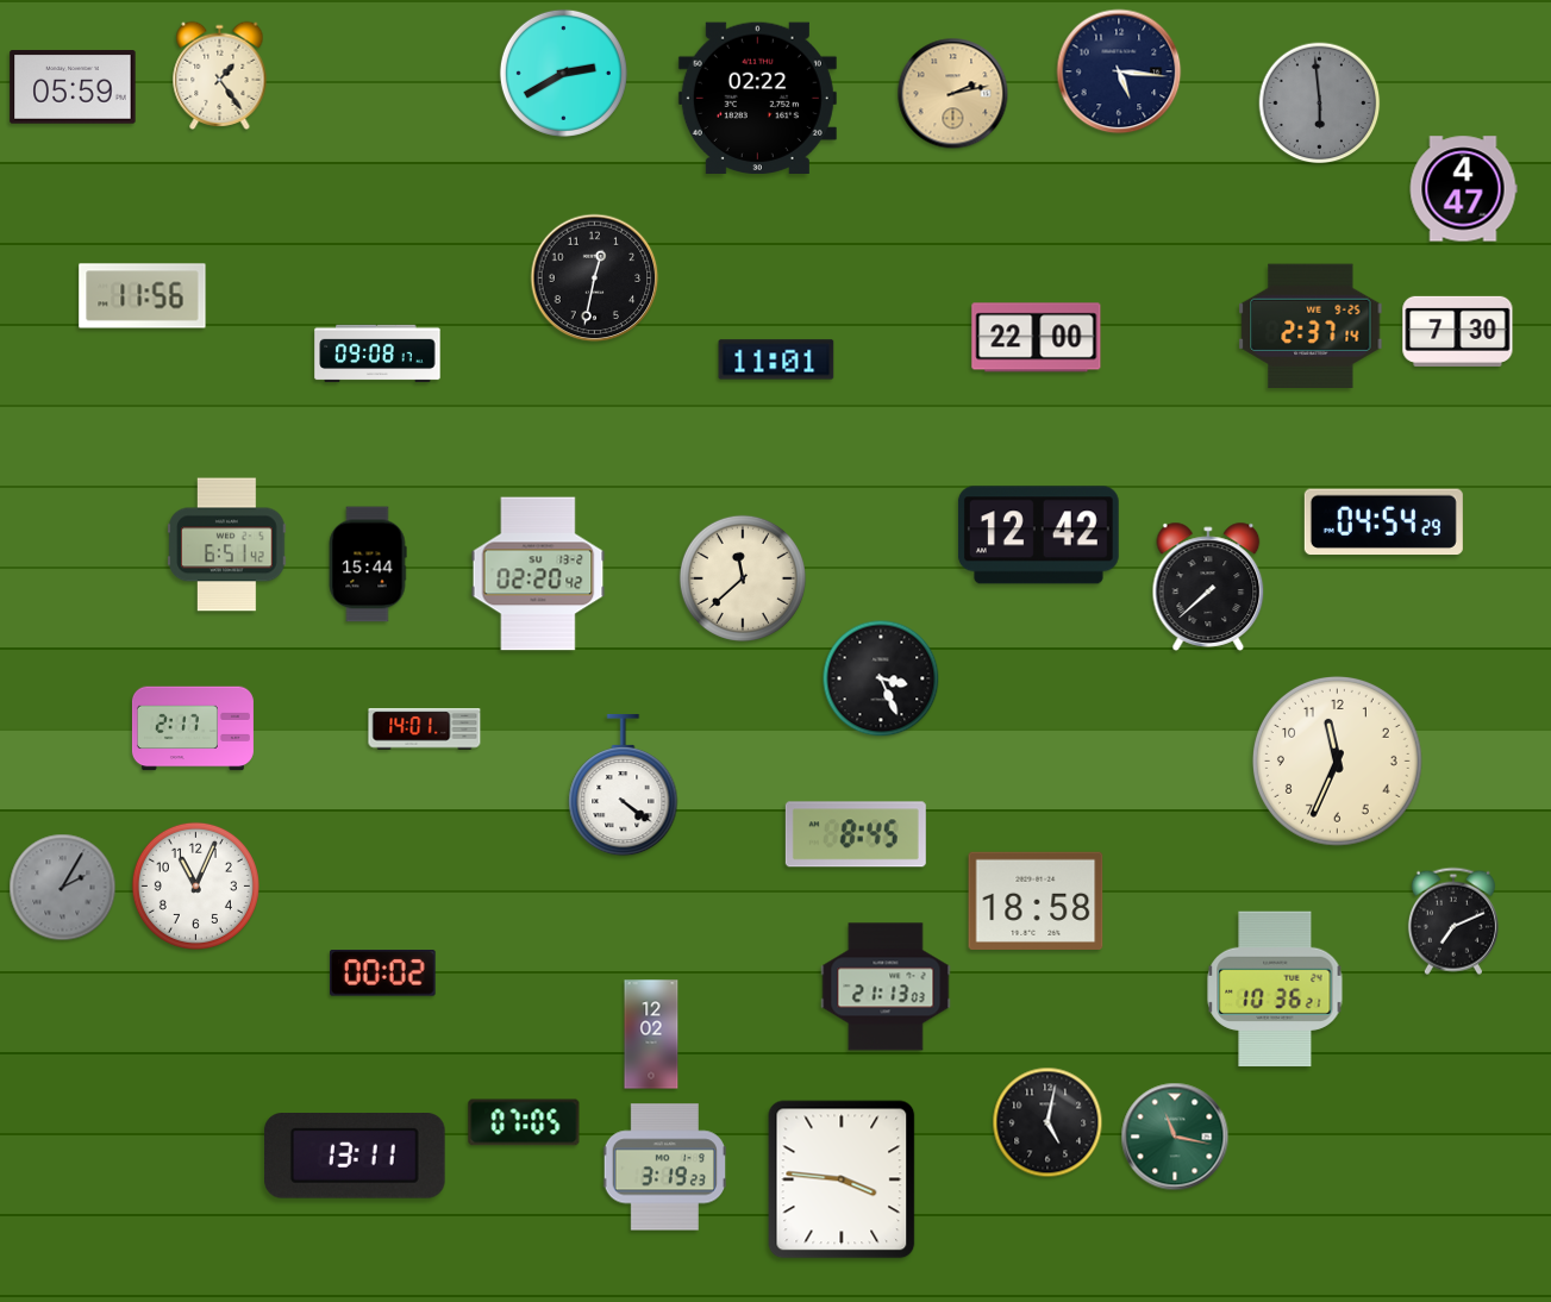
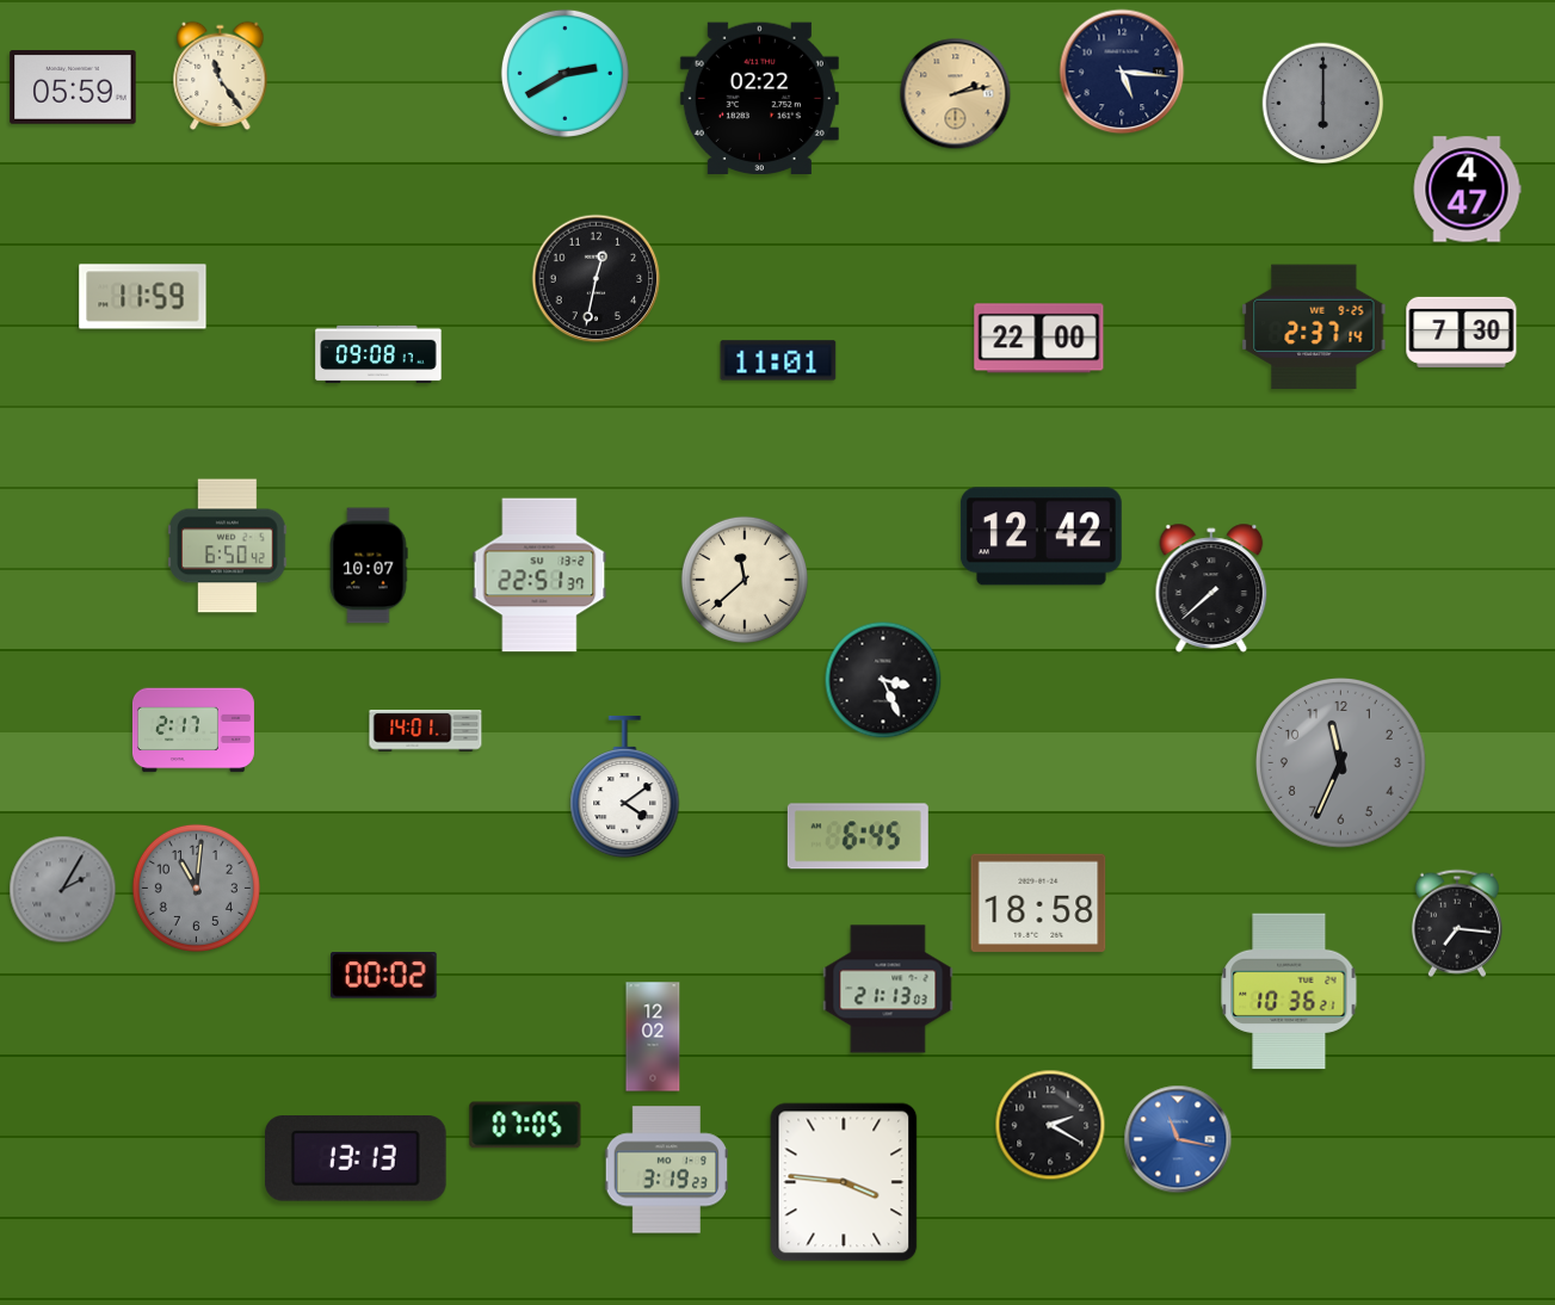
clock at (220, 75): 1:24 -> 11:24
clock at (1320, 104): 5:59 -> 6:00
clock at (143, 296): 11:56 -> 11:59
clock at (1383, 522): 04:54 -> none
clock at (227, 545): 6:51 -> 6:50
clock at (368, 564): 15:44 -> 10:07
clock at (538, 574): 02:20 -> 22:51
clock at (1338, 762) dial: cream -> grey
clock at (624, 785): 4:21 -> 4:09
clock at (856, 834): 8:45 -> 6:45
clock at (195, 885): 11:04 -> 11:01
clock at (195, 885) dial: white -> grey
clock at (1453, 921): 7:11 -> 7:16
clock at (1275, 989) position: (1275, 989) -> (1289, 991)
clock at (1047, 1122): 5:02 -> 2:20
clock at (1175, 1137) dial: green -> blue
clock at (356, 1157): 13:11 -> 13:13
